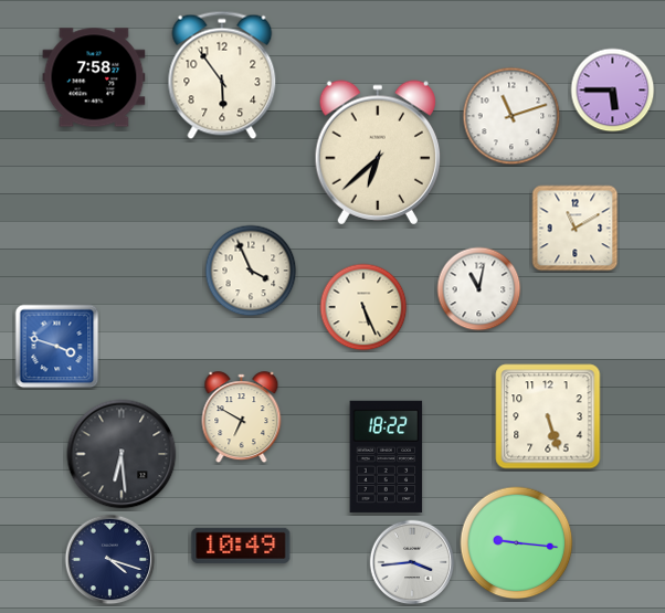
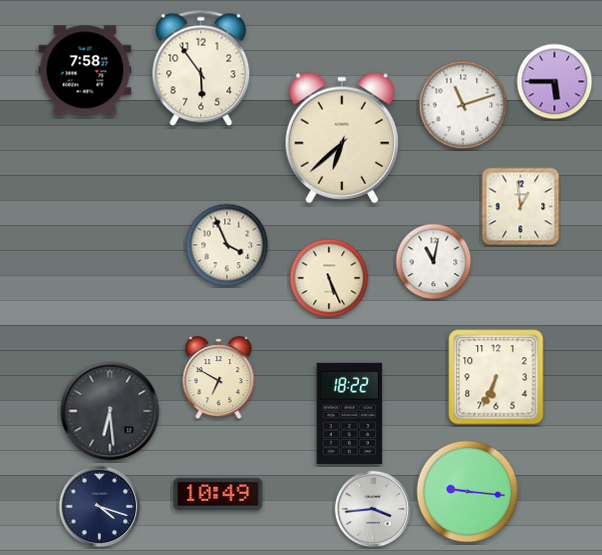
clock at (576, 229): 11:10 -> 12:59
clock at (57, 347): 3:48 -> none
clock at (548, 416): 5:27 -> 6:34
